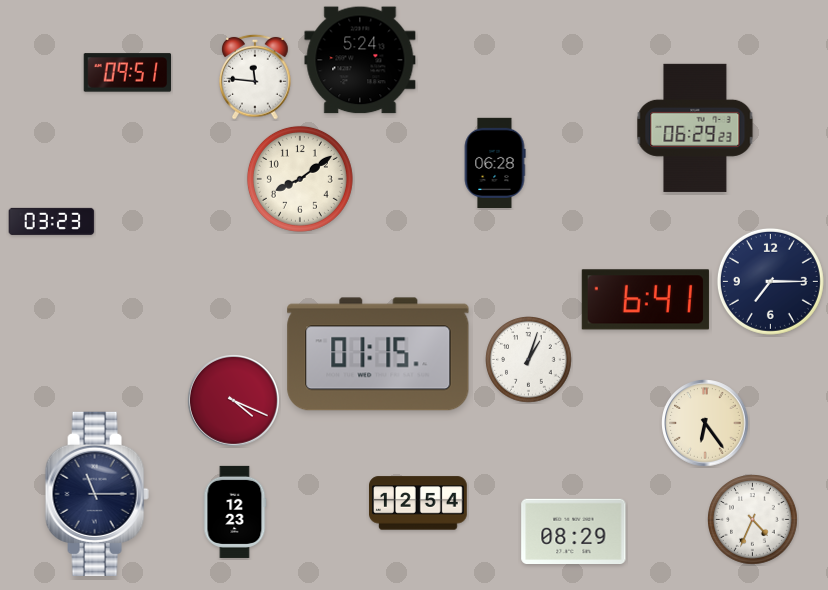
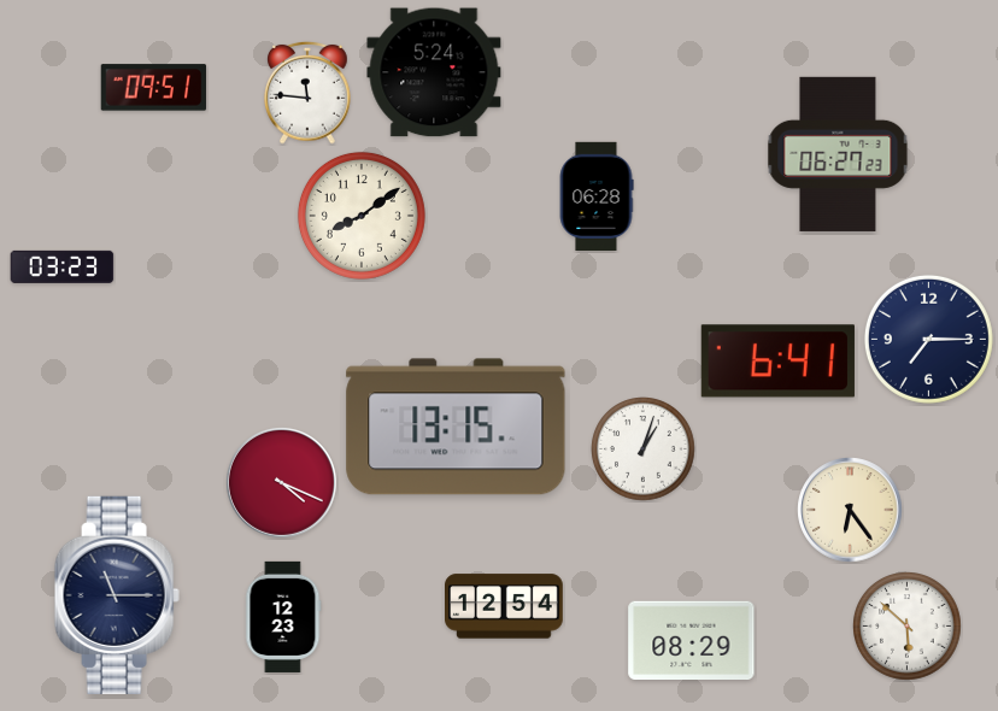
clock at (695, 128): 06:29 -> 06:27
clock at (378, 354): 01:15 -> 13:15
clock at (529, 360) position: (529, 360) -> (644, 449)
clock at (753, 520): 4:34 -> 5:52
